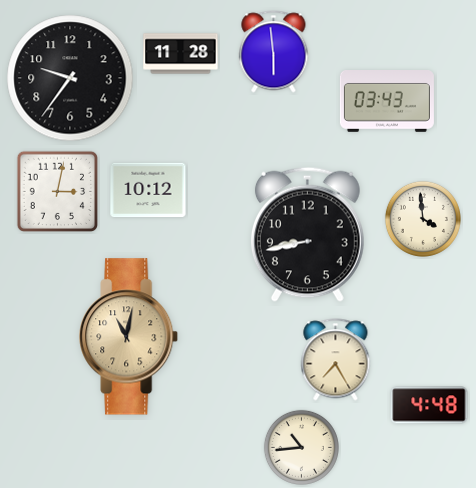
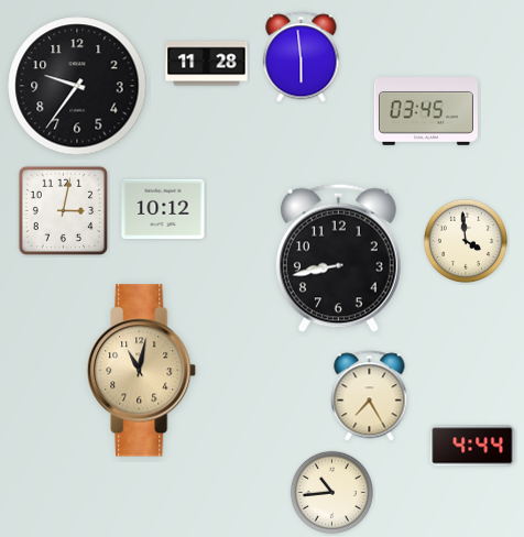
clock at (181, 54) position: (181, 54) -> (207, 64)
clock at (387, 102): 03:43 -> 03:45
clock at (429, 405): 4:48 -> 4:44
